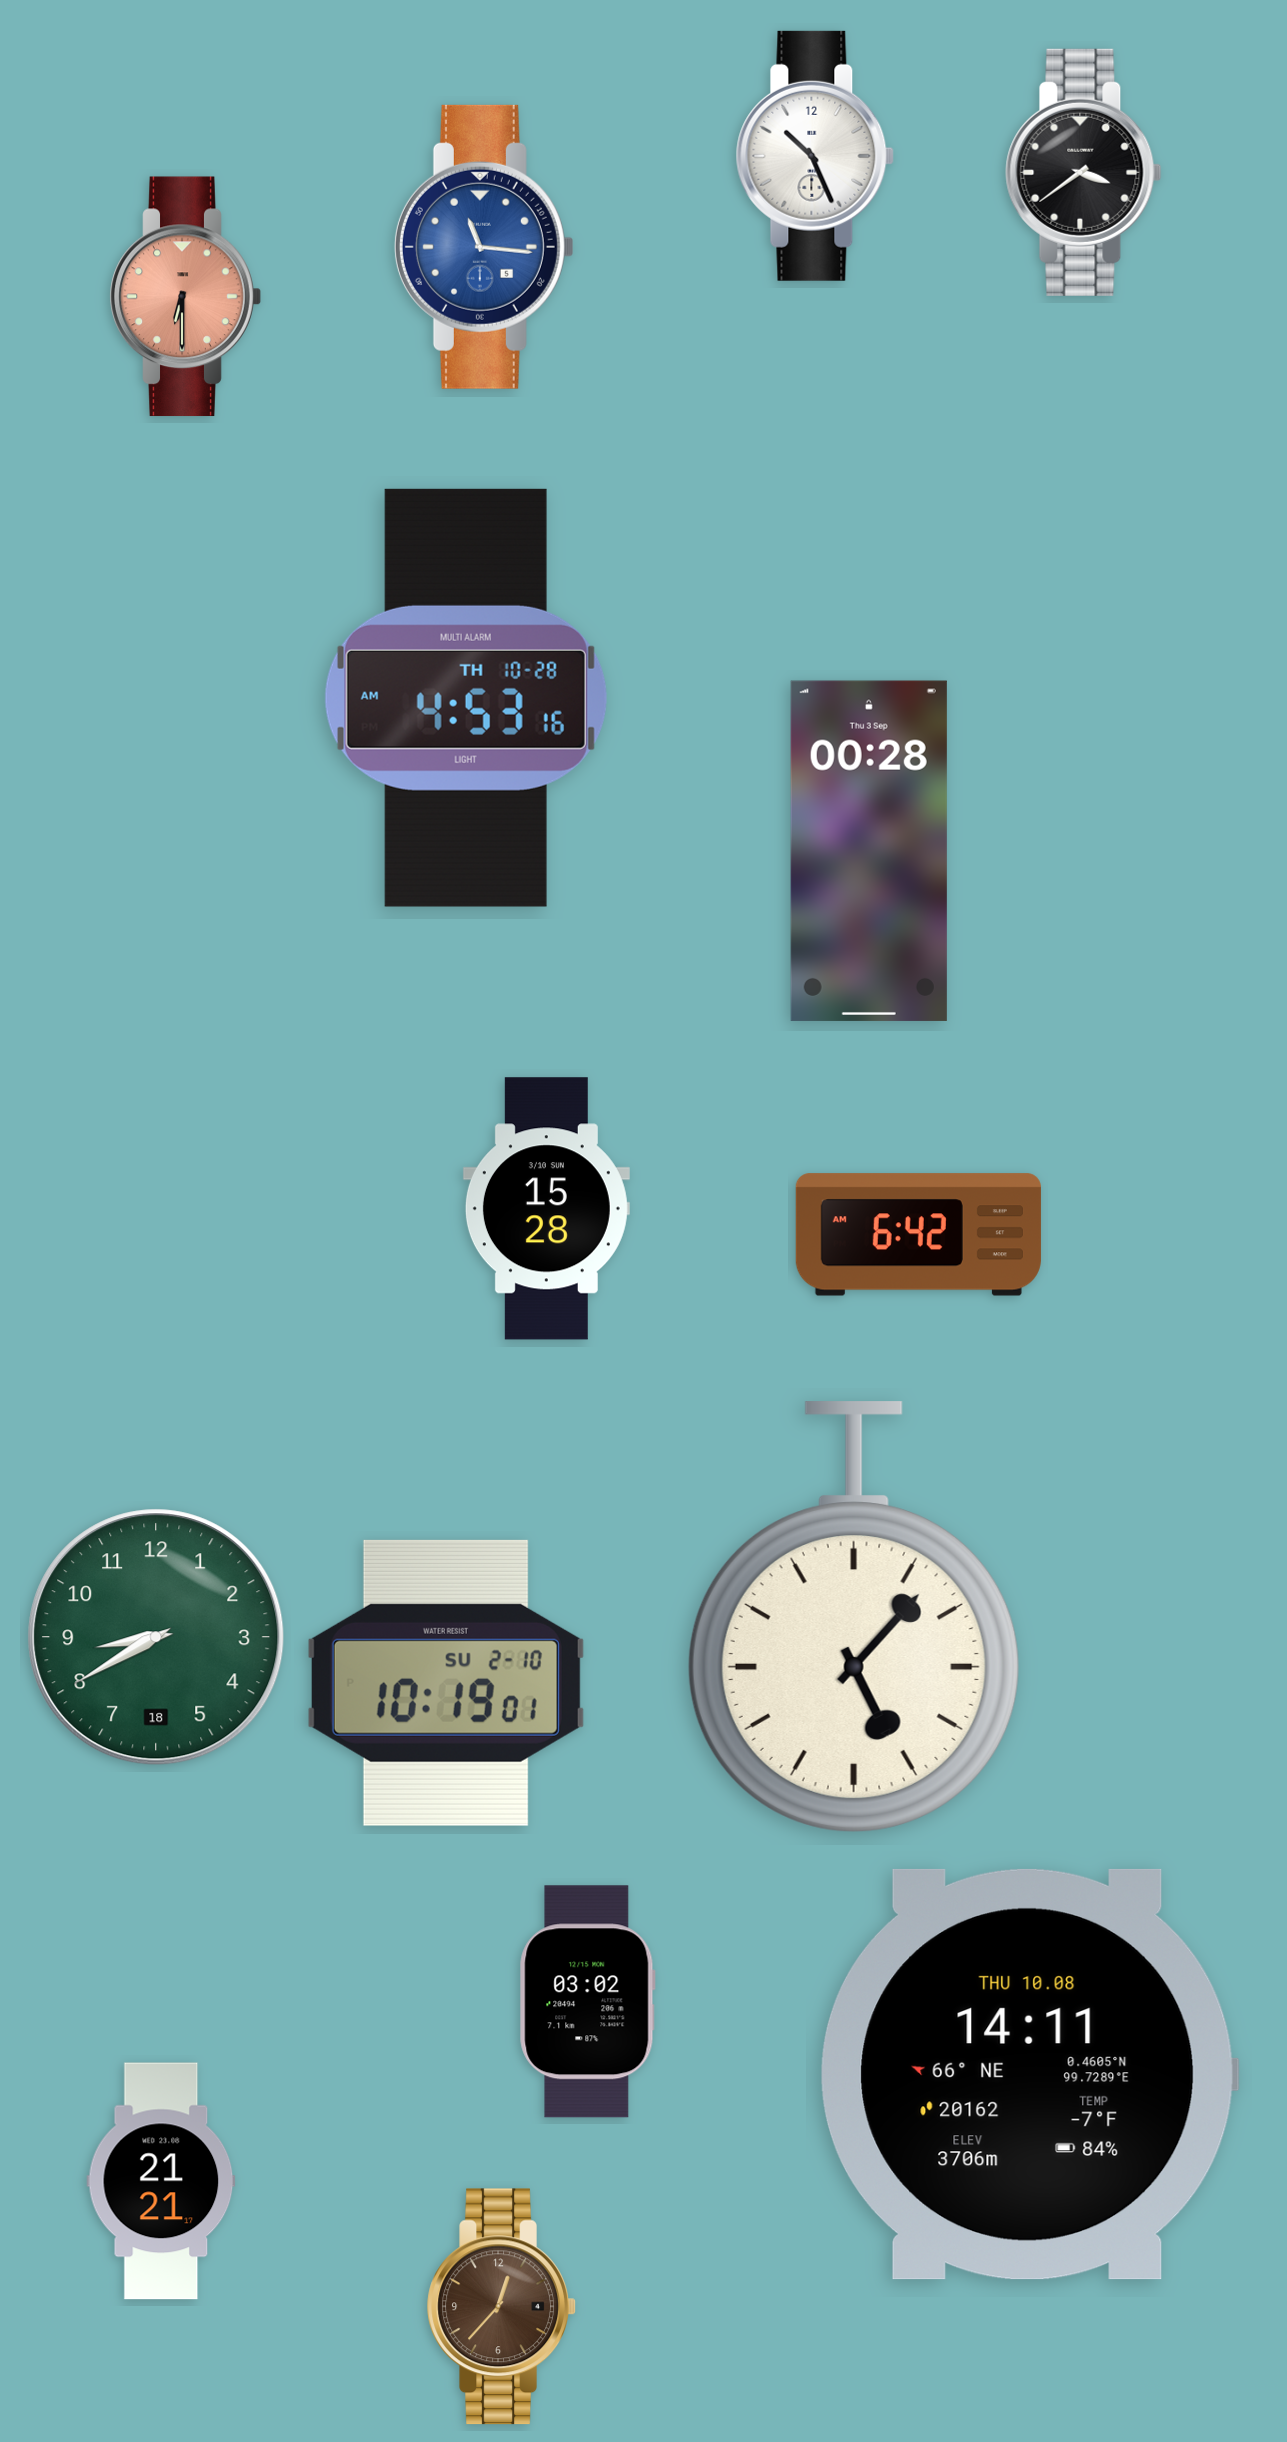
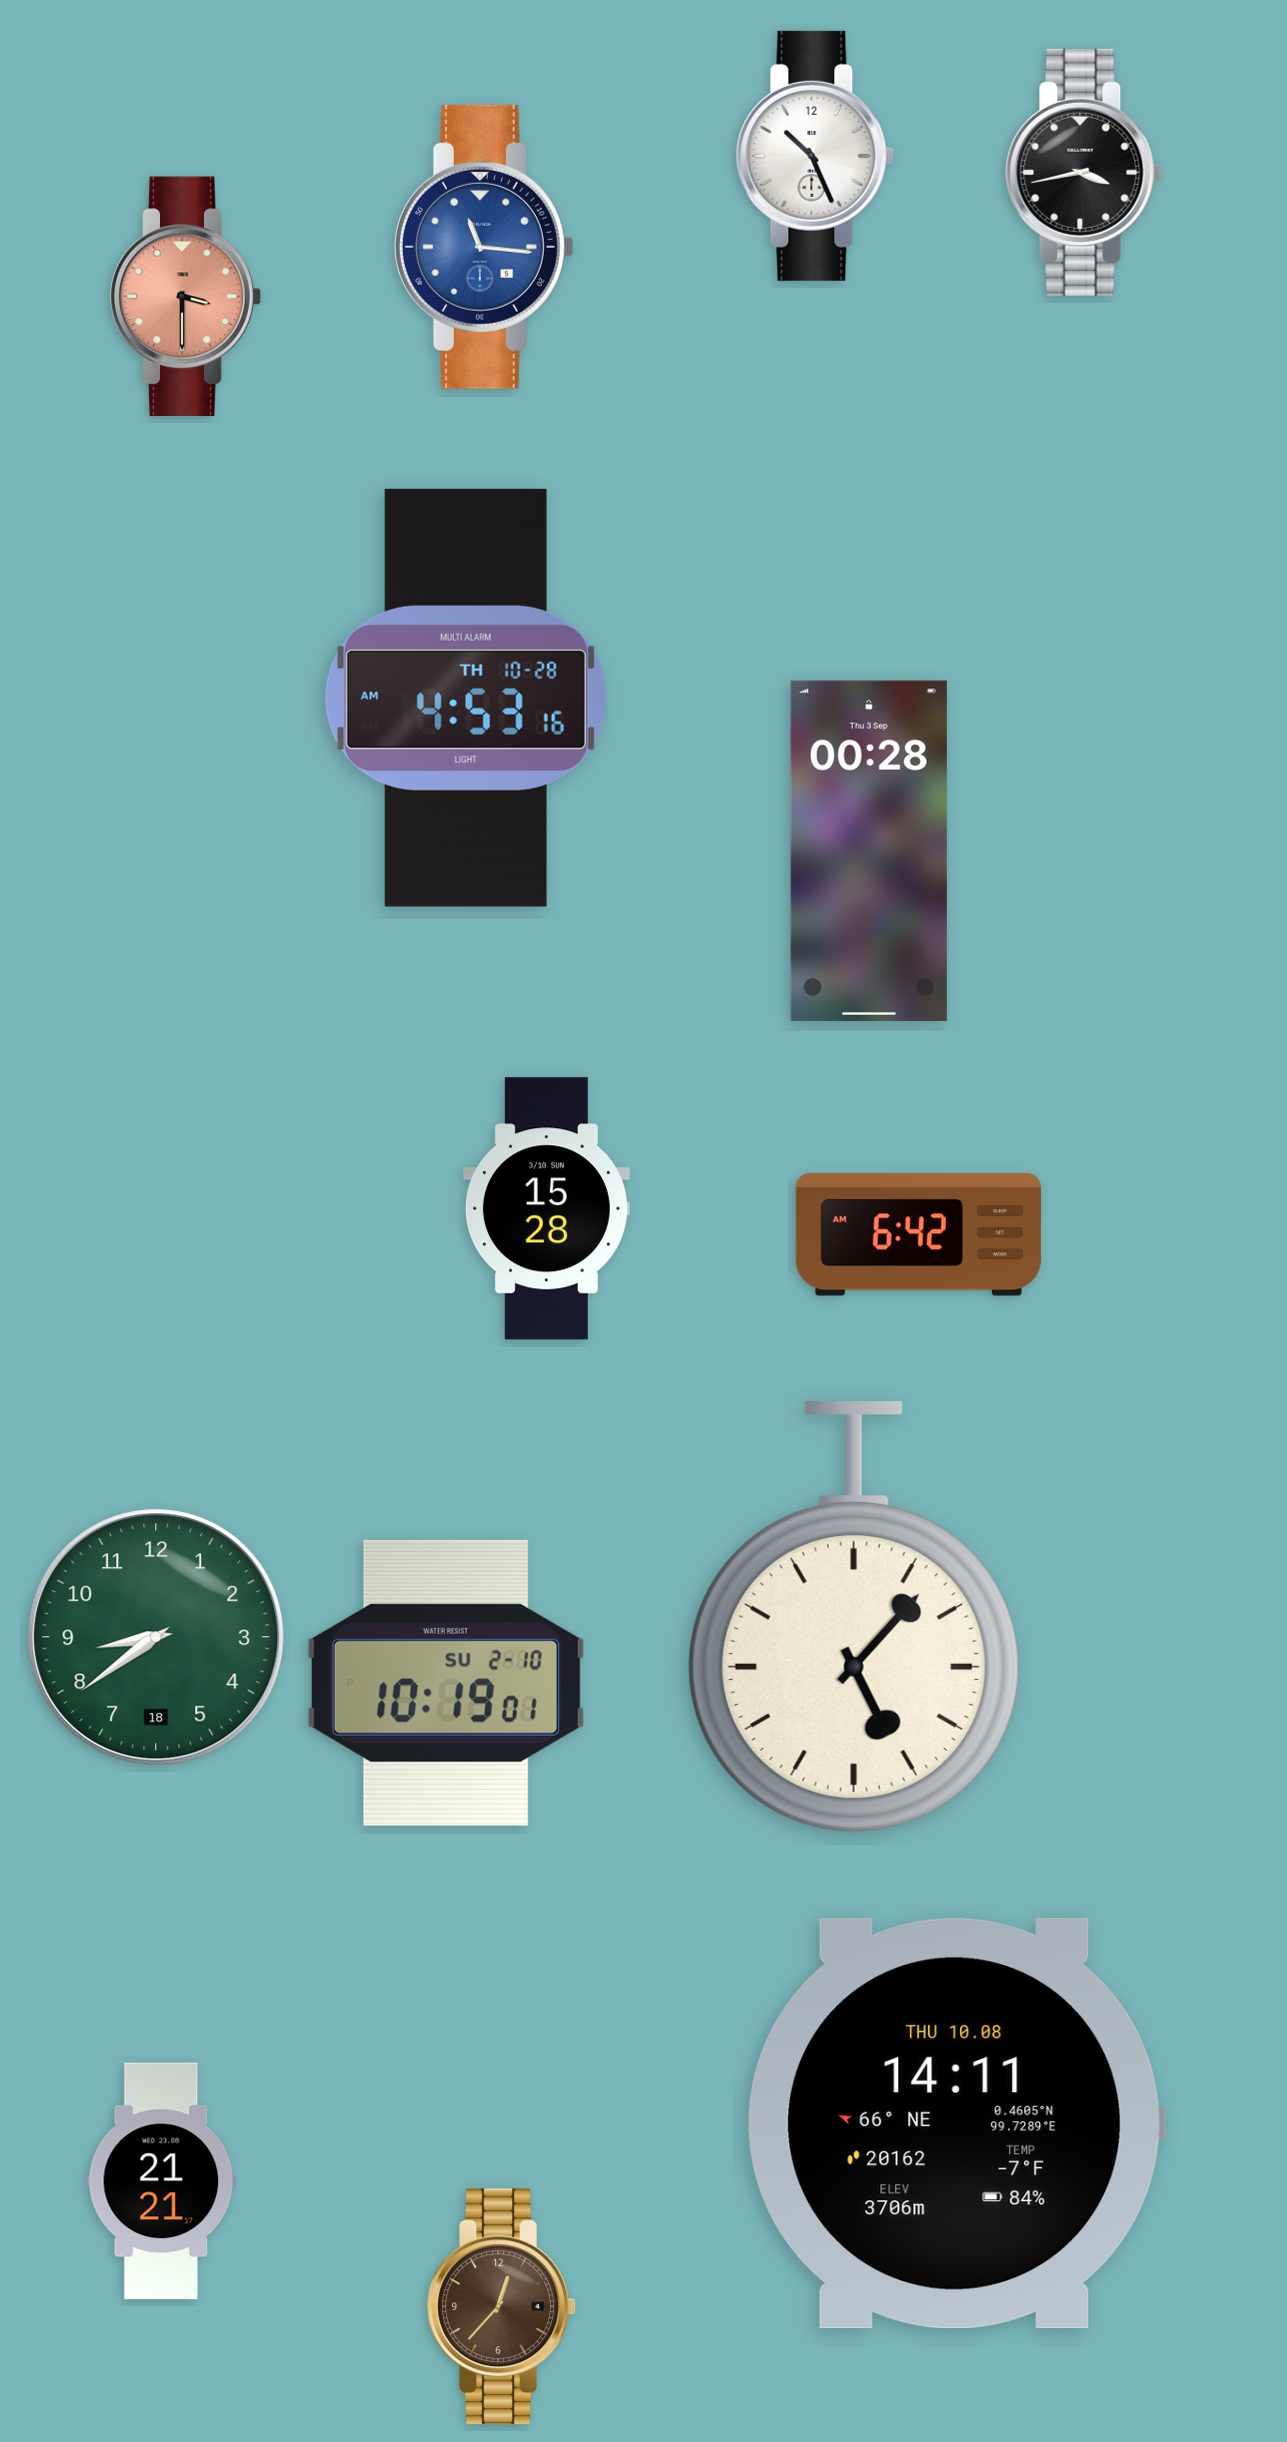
clock at (1084, 172): 3:39 -> 3:43
clock at (185, 297): 6:30 -> 3:30
clock at (156, 1637): 8:40 -> 8:39
clock at (587, 2002): 03:02 -> none
clock at (1029, 2074) position: (1029, 2074) -> (956, 2123)
